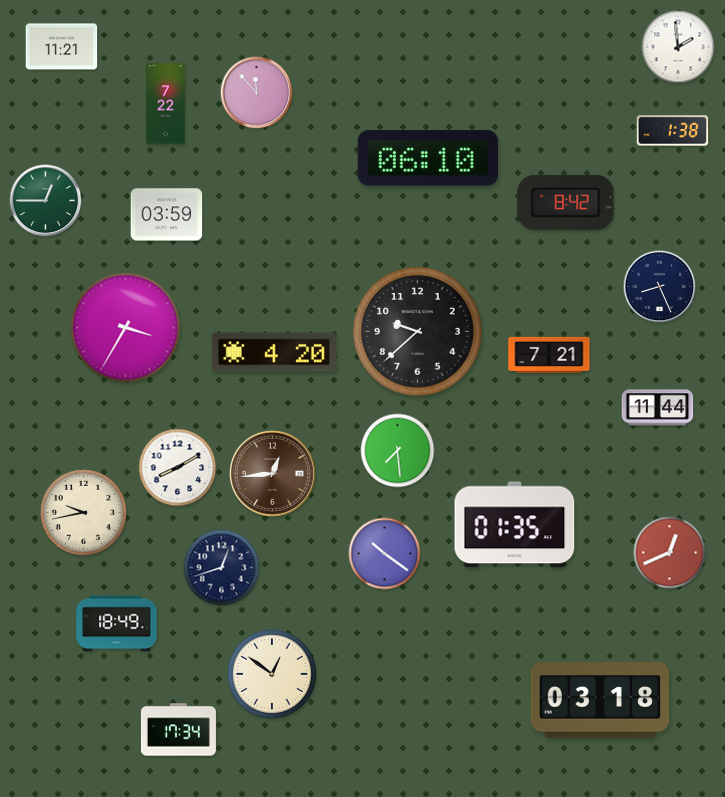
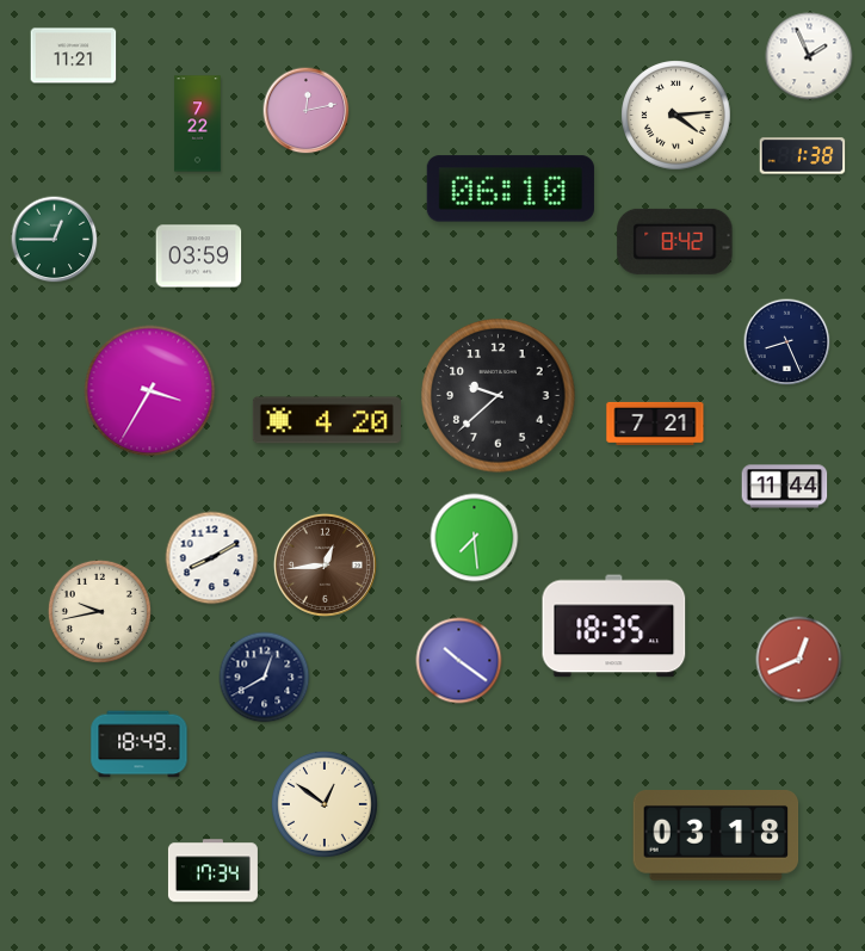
clock at (678, 47): 1:59 -> 1:56
clock at (257, 93): 11:53 -> 12:13
clock at (676, 116): none -> 4:14
clock at (515, 525): 01:35 -> 18:35
clock at (222, 568): 12:42 -> 12:40
